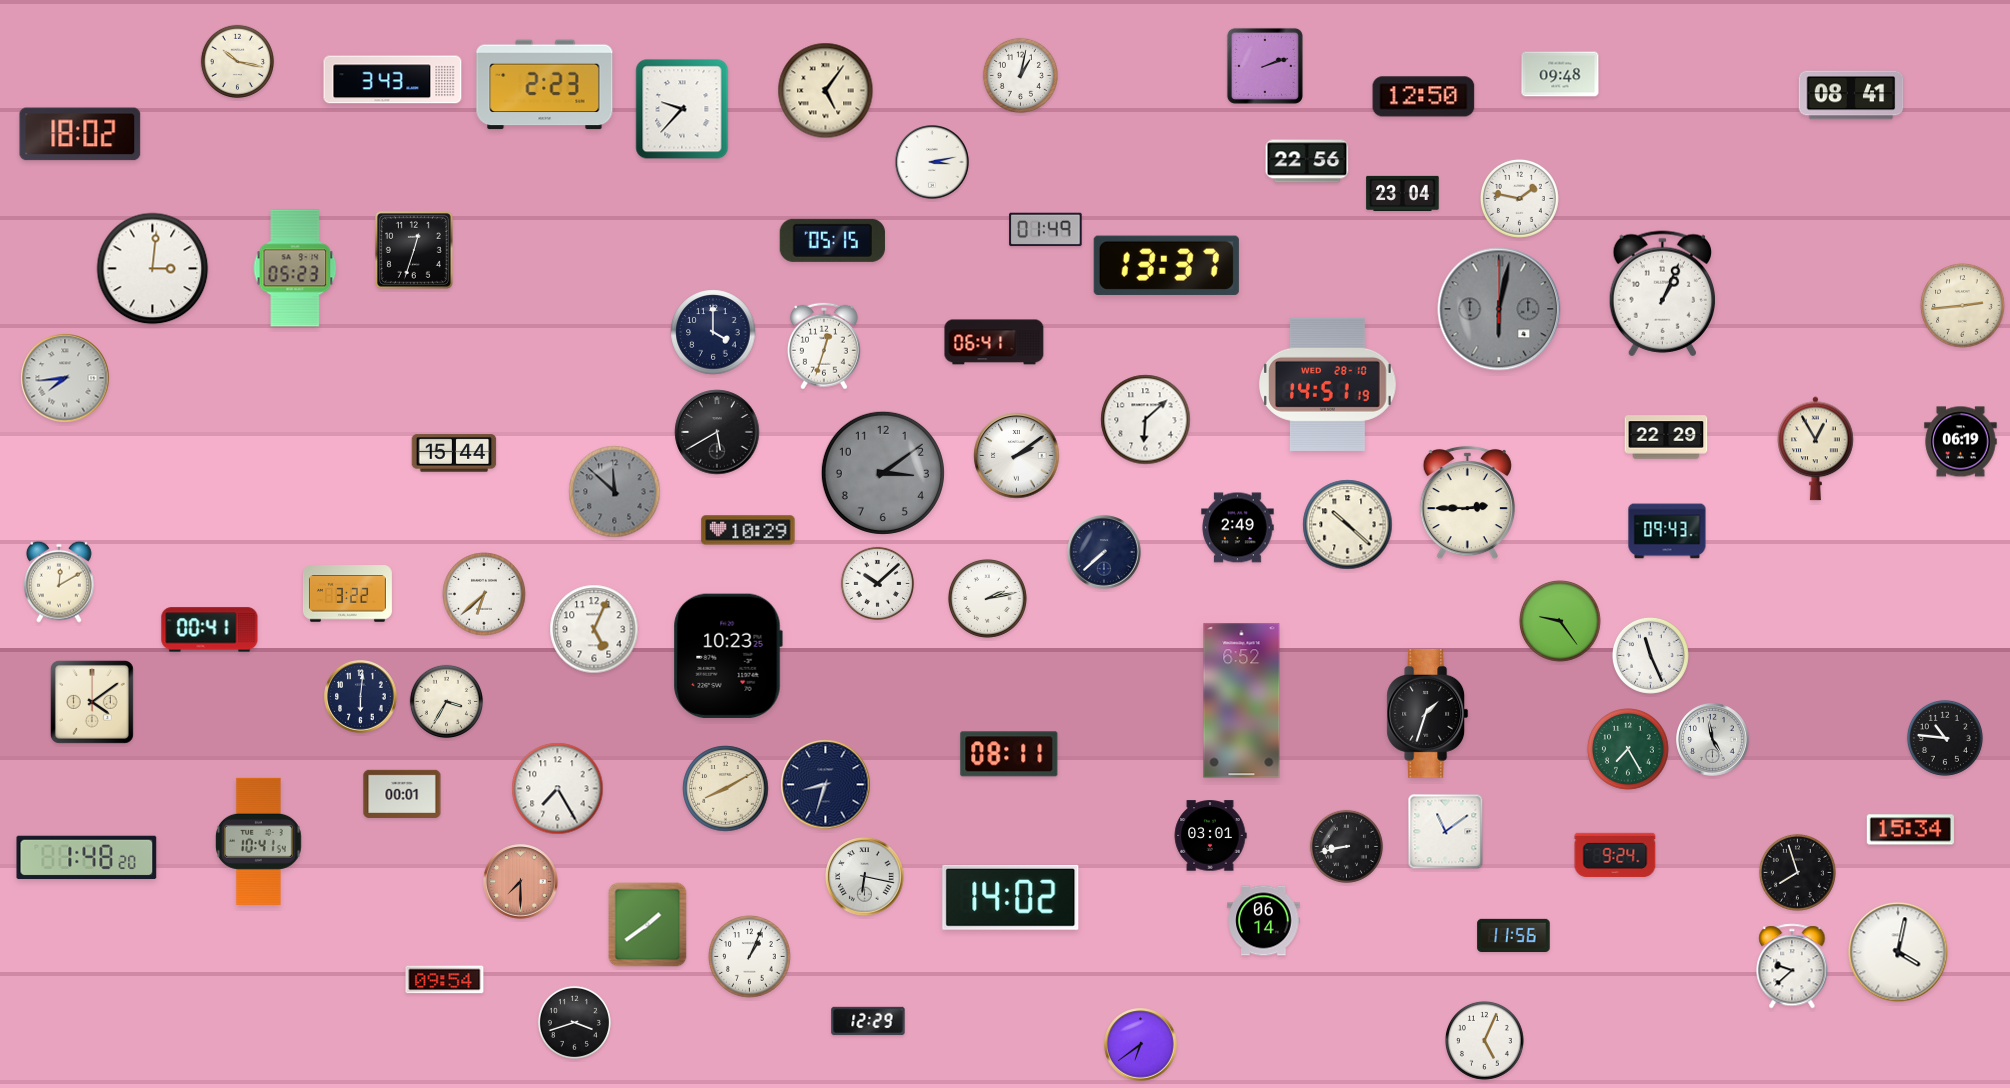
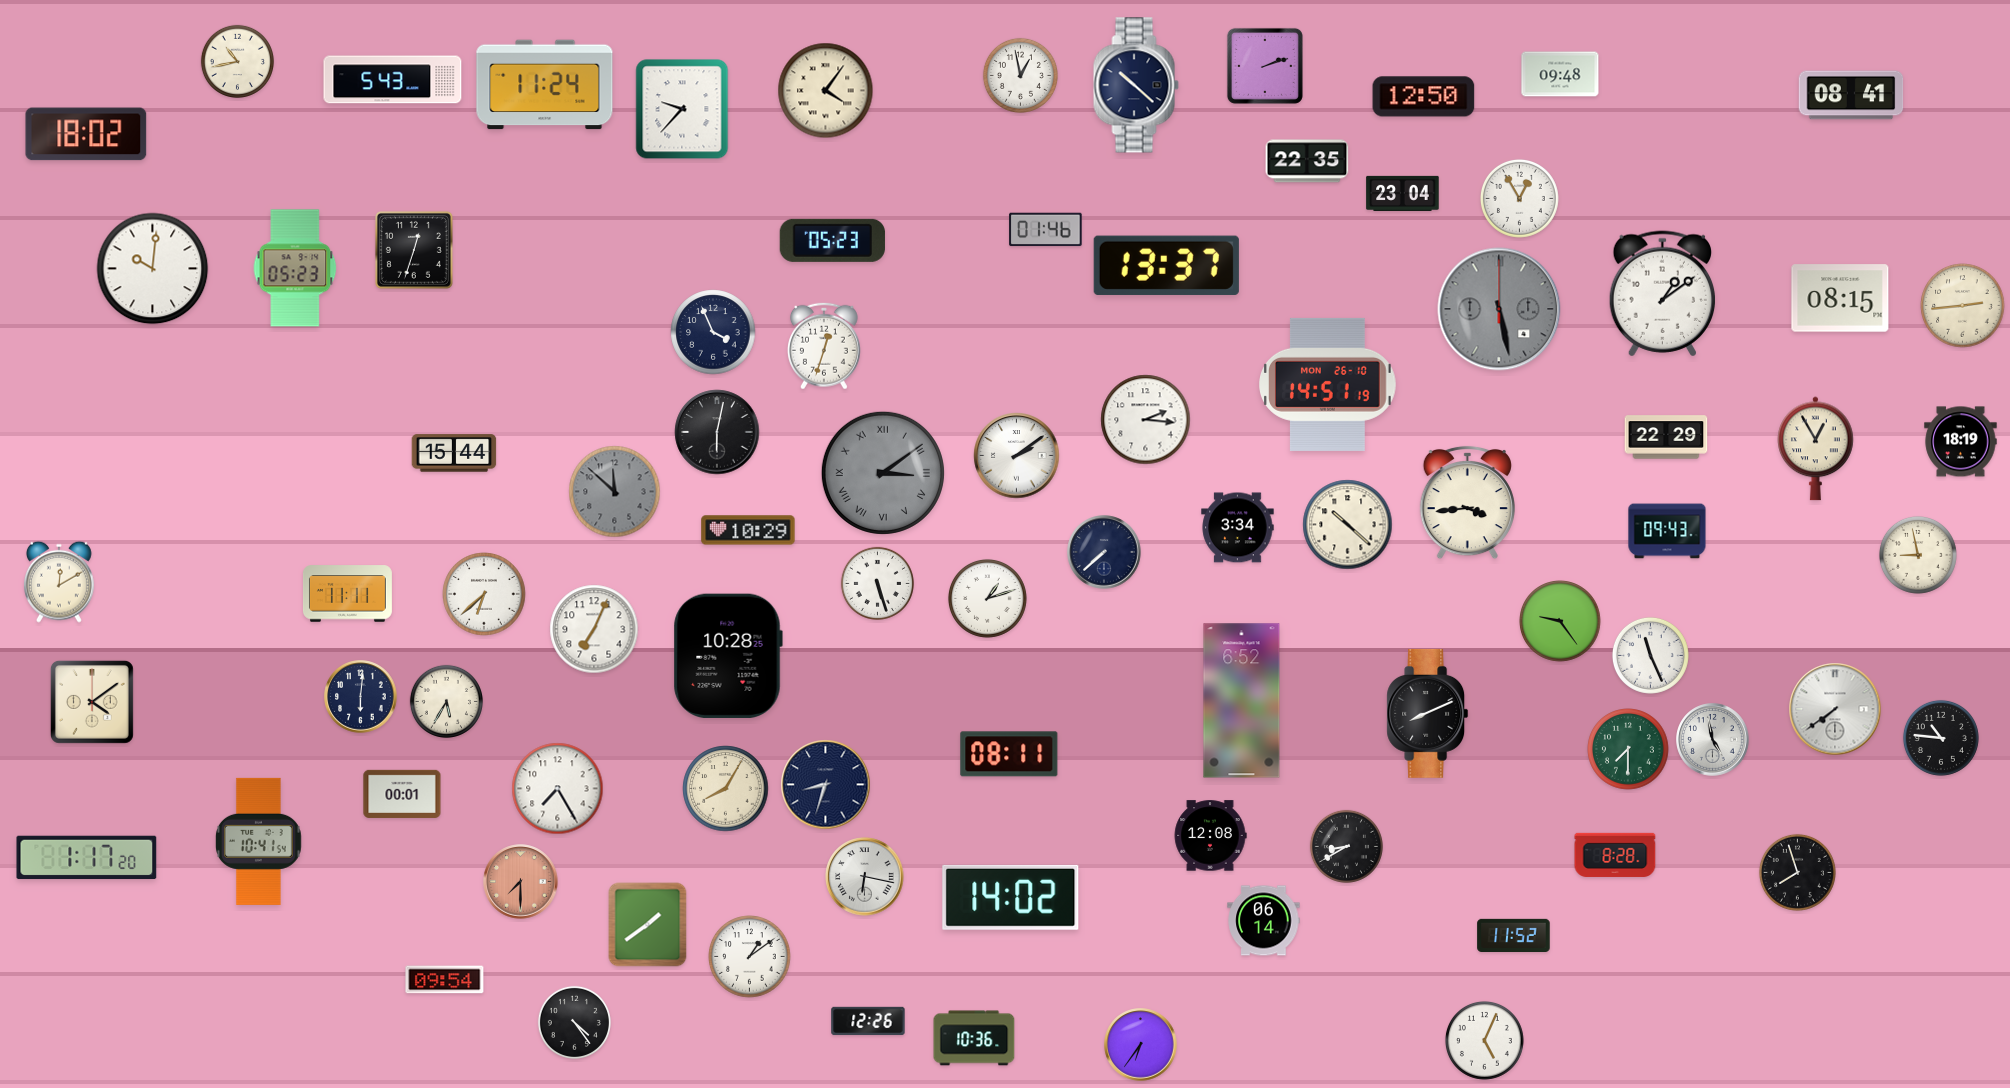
clock at (237, 61): 10:17 -> 10:43
clock at (1020, 75): 1:02 -> 12:58
clock at (393, 80): 3:43 -> 5:43
clock at (545, 85): 2:23 -> 11:24
clock at (1136, 85): none -> 10:22
clock at (826, 91): 5:06 -> 4:06
clock at (80, 134) position: (80, 134) -> (86, 134)
clock at (1307, 161): 22:56 -> 22:35
clock at (932, 162): 3:13 -> none
clock at (1519, 198): 1:47 -> 12:55
clock at (1046, 230): 01:49 -> 01:46
clock at (832, 240): 05:15 -> 05:23
clock at (153, 269): 3:01 -> 10:01
clock at (1662, 294): 1:04 -> 1:09
clock at (1840, 298): none -> 08:15
clock at (1499, 309): 6:02 -> 5:28
clock at (713, 332): 4:00 -> 3:56
clock at (994, 342): 06:41 -> none
clock at (65, 378): 7:44 -> none
clock at (1328, 384) date: WED 28-10 -> MON 26-10
clock at (1146, 420): 6:08 -> 2:16
clock at (717, 432): 5:40 -> 6:02
clock at (1961, 442): 06:19 -> 18:19
clock at (883, 473) numerals: Arabic -> Roman
clock at (1467, 503): 2:45 -> 3:44
clock at (1238, 528): 2:49 -> 3:34
clock at (1918, 555): none -> 8:58
clock at (877, 583): 10:08 -> 5:27
clock at (347, 594): 3:22 -> 11:11
clock at (987, 598): 2:13 -> 1:12
clock at (594, 629): 5:04 -> 7:04
clock at (210, 630): 00:41 -> none
clock at (728, 656): 10:23 -> 10:28
clock at (446, 701): 3:35 -> 5:35
clock at (1835, 709): none -> 7:39
clock at (1428, 713): 1:33 -> 8:11
clock at (1945, 738) position: (1945, 738) -> (1941, 738)
clock at (1628, 749): 7:25 -> 7:30
clock at (726, 789): 8:10 -> 8:05
clock at (1910, 830): 15:34 -> none
clock at (1446, 832): 11:09 -> none
clock at (1210, 836): 03:01 -> 12:08
clock at (1346, 846): 8:43 -> 8:40
clock at (1615, 855): 9:24 -> 8:28
clock at (87, 858): 1:48 -> 1:17
clock at (1514, 935): 11:56 -> 11:52
clock at (1898, 952): 4:02 -> none
clock at (750, 957): 1:04 -> 1:09
clock at (1792, 966): 9:38 -> none
clock at (868, 1021): 12:29 -> 12:26
clock at (574, 1022): 3:42 -> 4:24
clock at (974, 1038): none -> 10:36
clock at (1141, 1045): 6:39 -> 6:36
